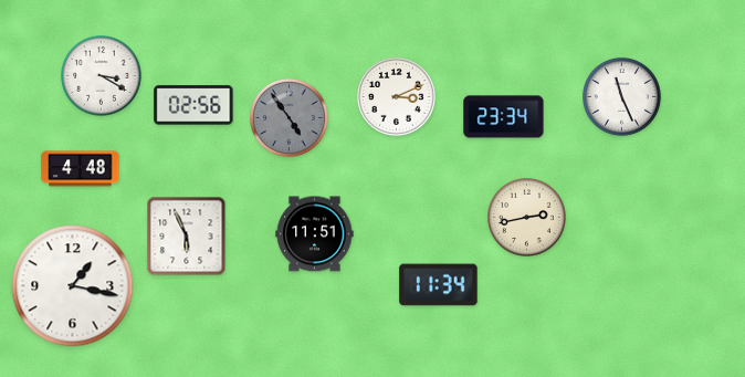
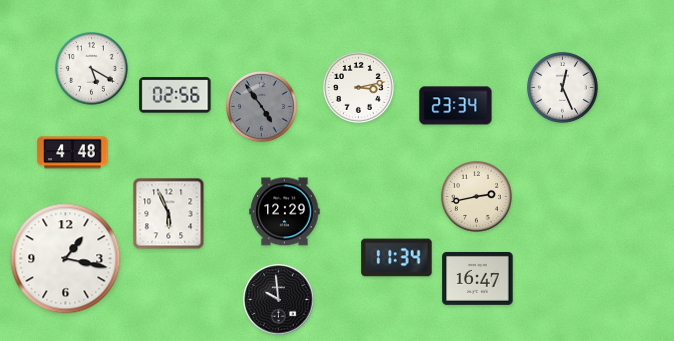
clock at (102, 76): 3:20 -> 5:20
clock at (396, 96): 3:11 -> 3:13
clock at (621, 96): 11:26 -> 12:26
clock at (315, 234): 11:51 -> 12:29
clock at (478, 279): none -> 16:47
clock at (279, 300): none -> 9:59
